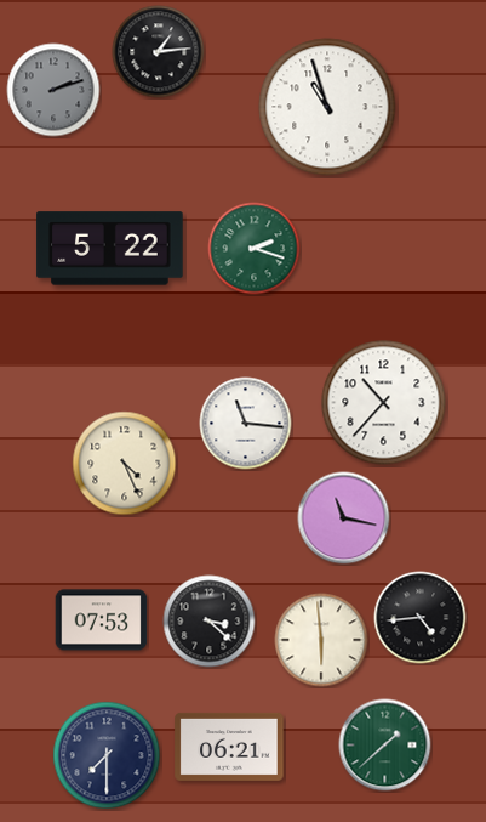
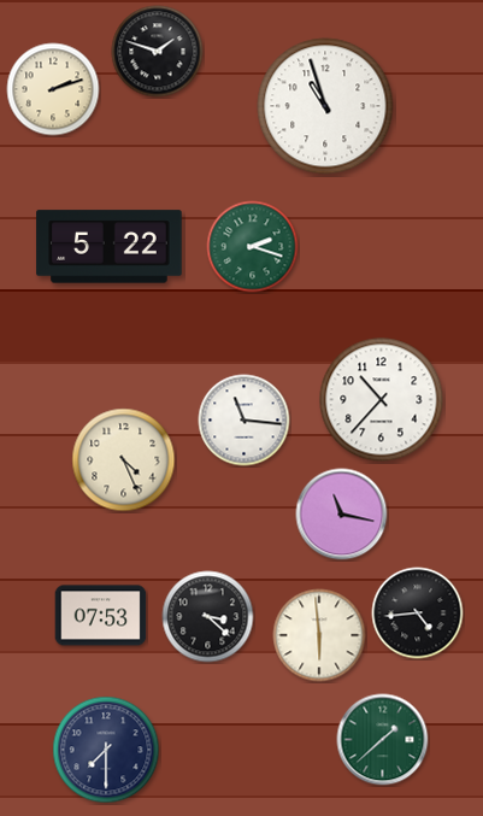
clock at (159, 52): 1:14 -> 1:48
clock at (53, 90) dial: grey -> cream
clock at (229, 747): 06:21 -> none
